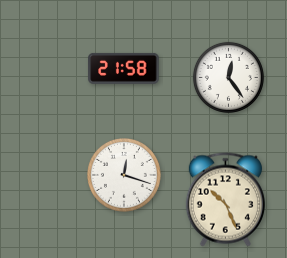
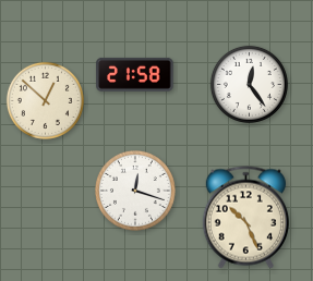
clock at (45, 100): none -> 12:52
